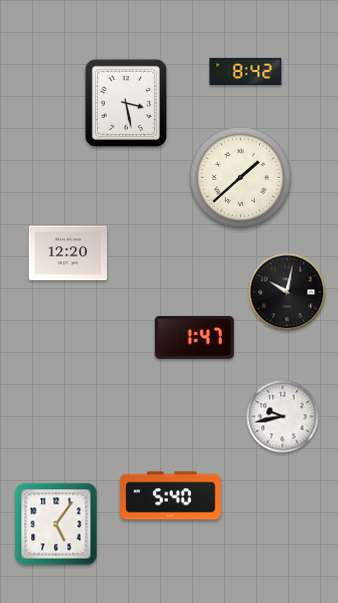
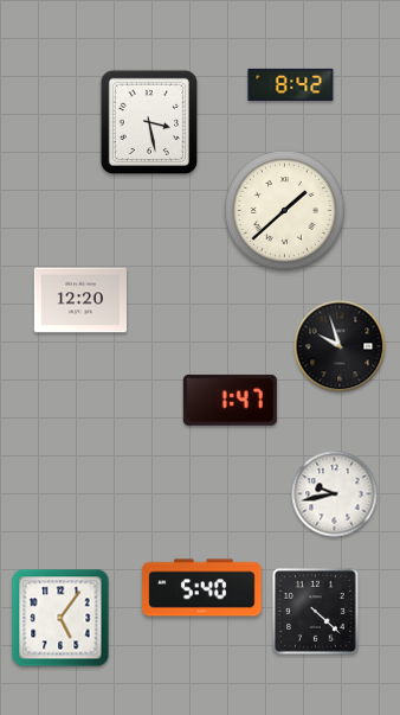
clock at (287, 292): 10:02 -> 9:57
clock at (315, 611): none -> 4:22
clock at (56, 524) position: (56, 524) -> (60, 618)
